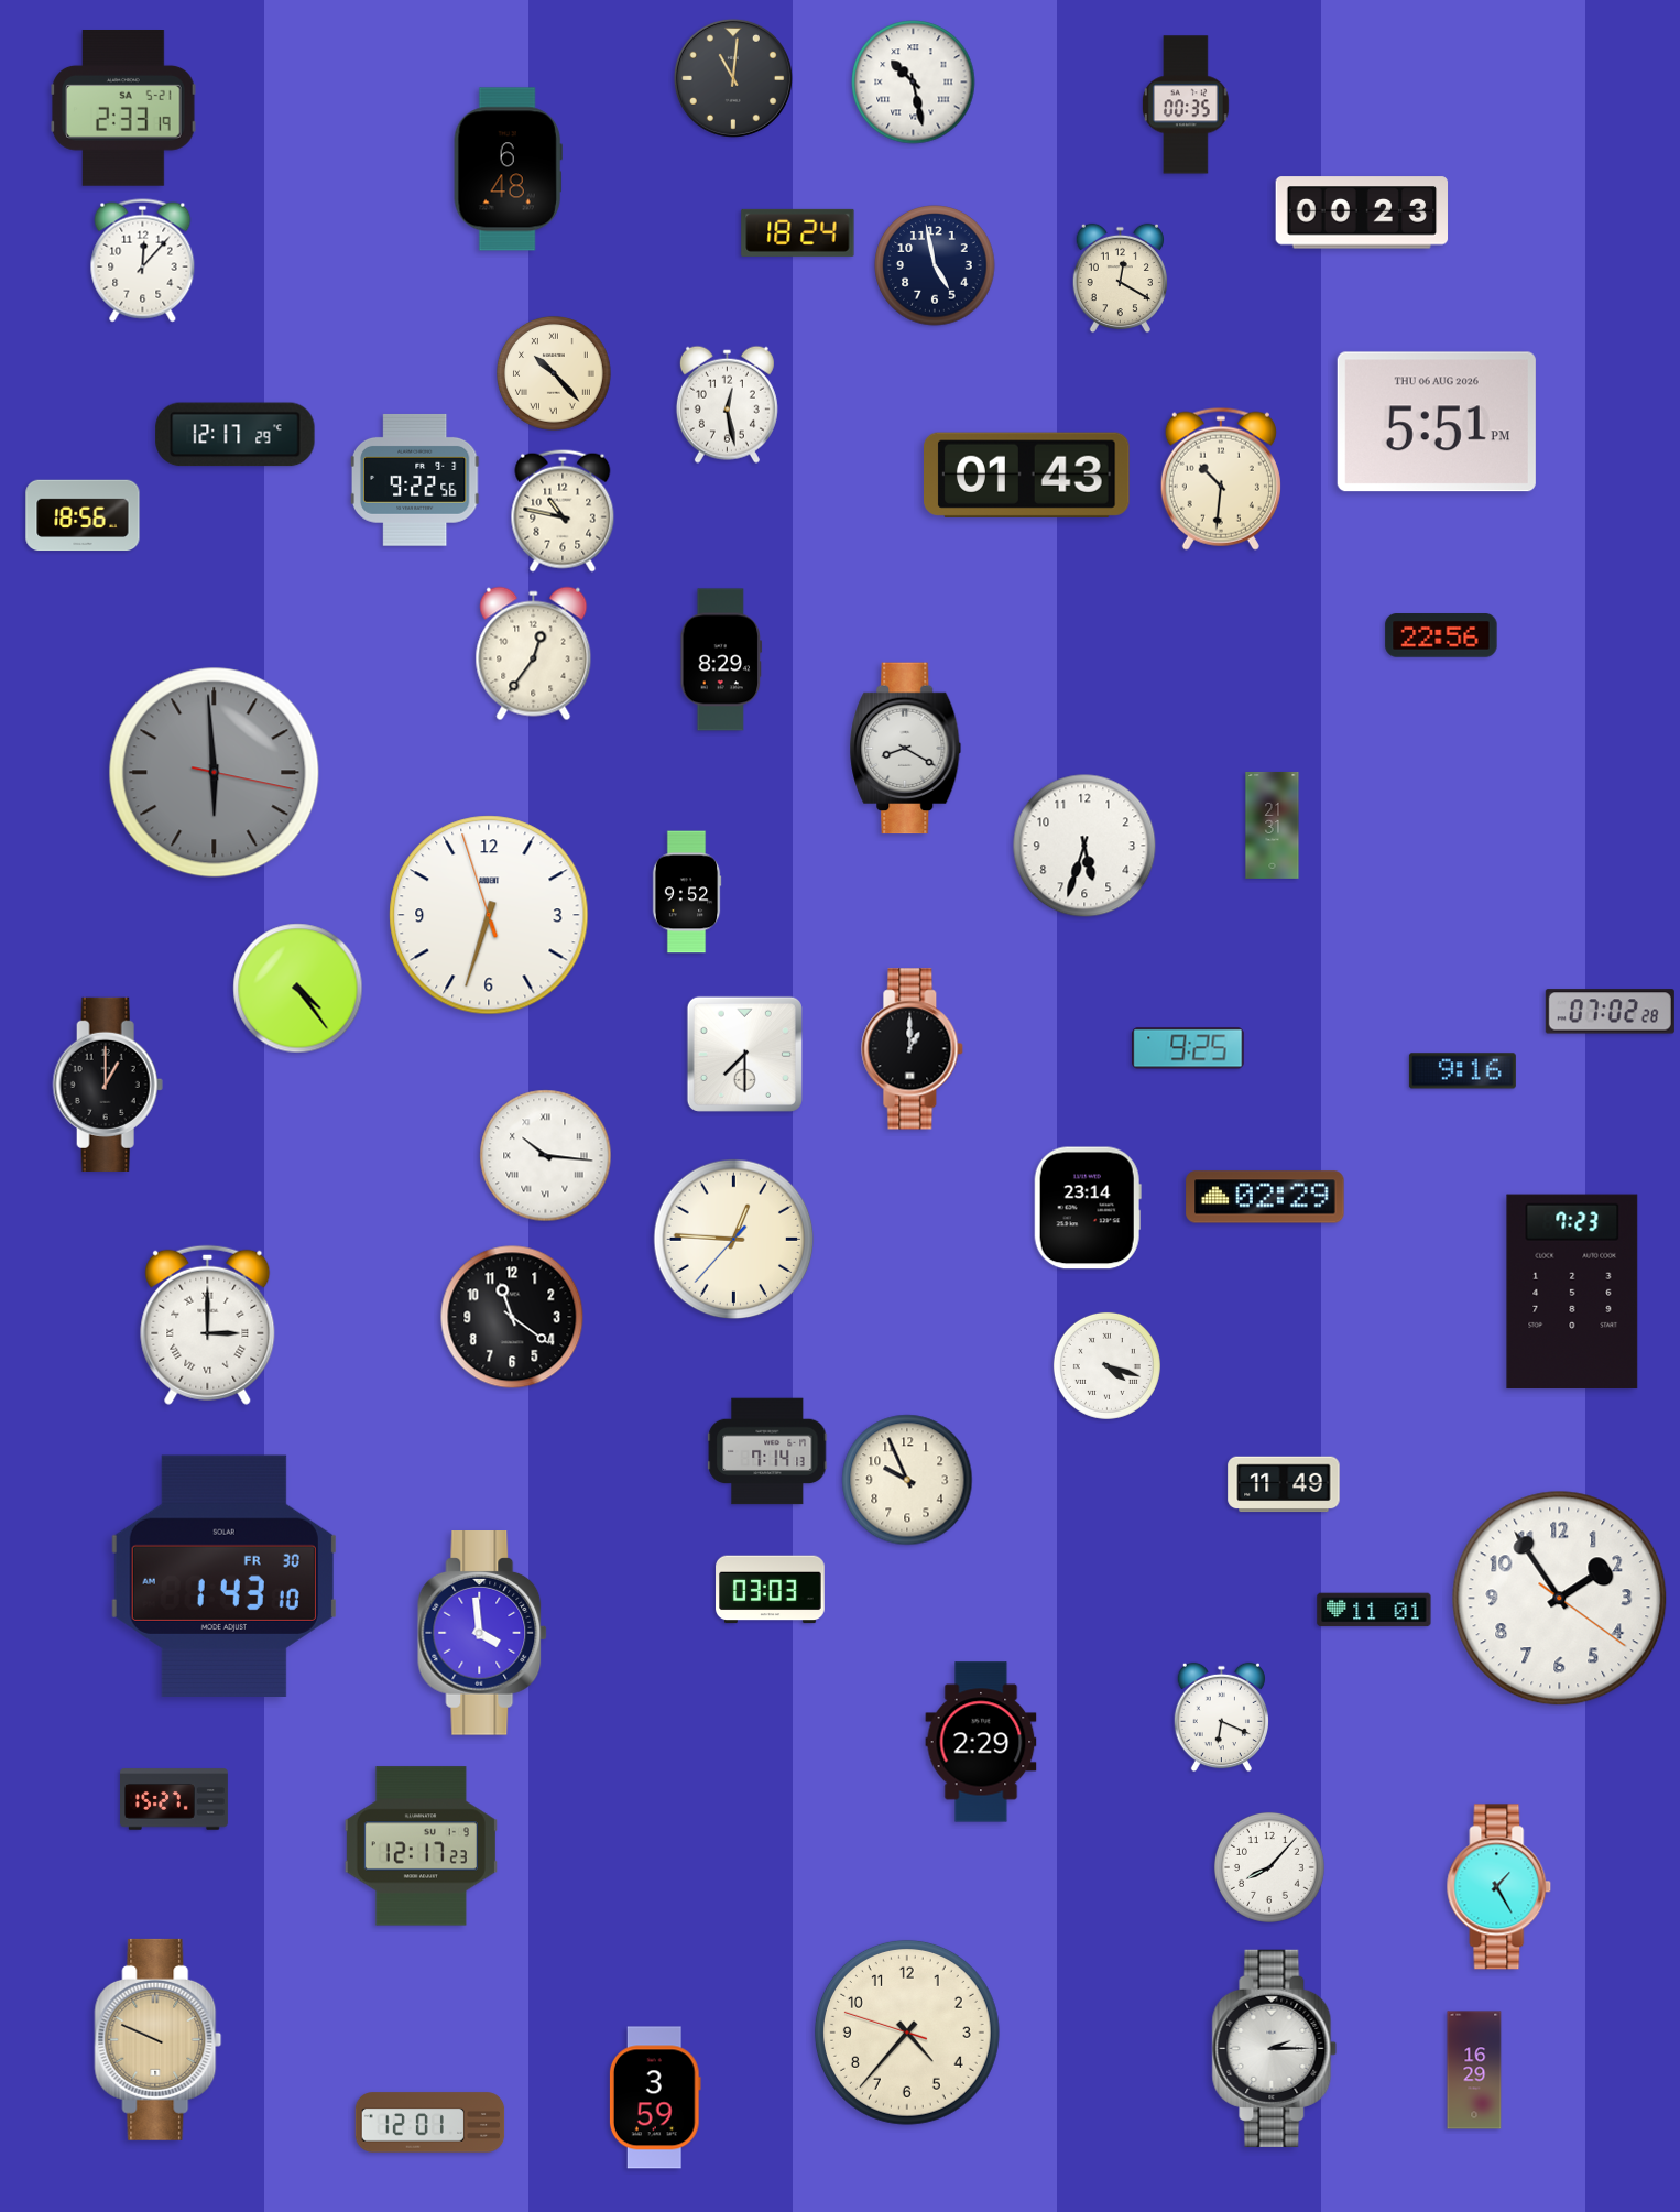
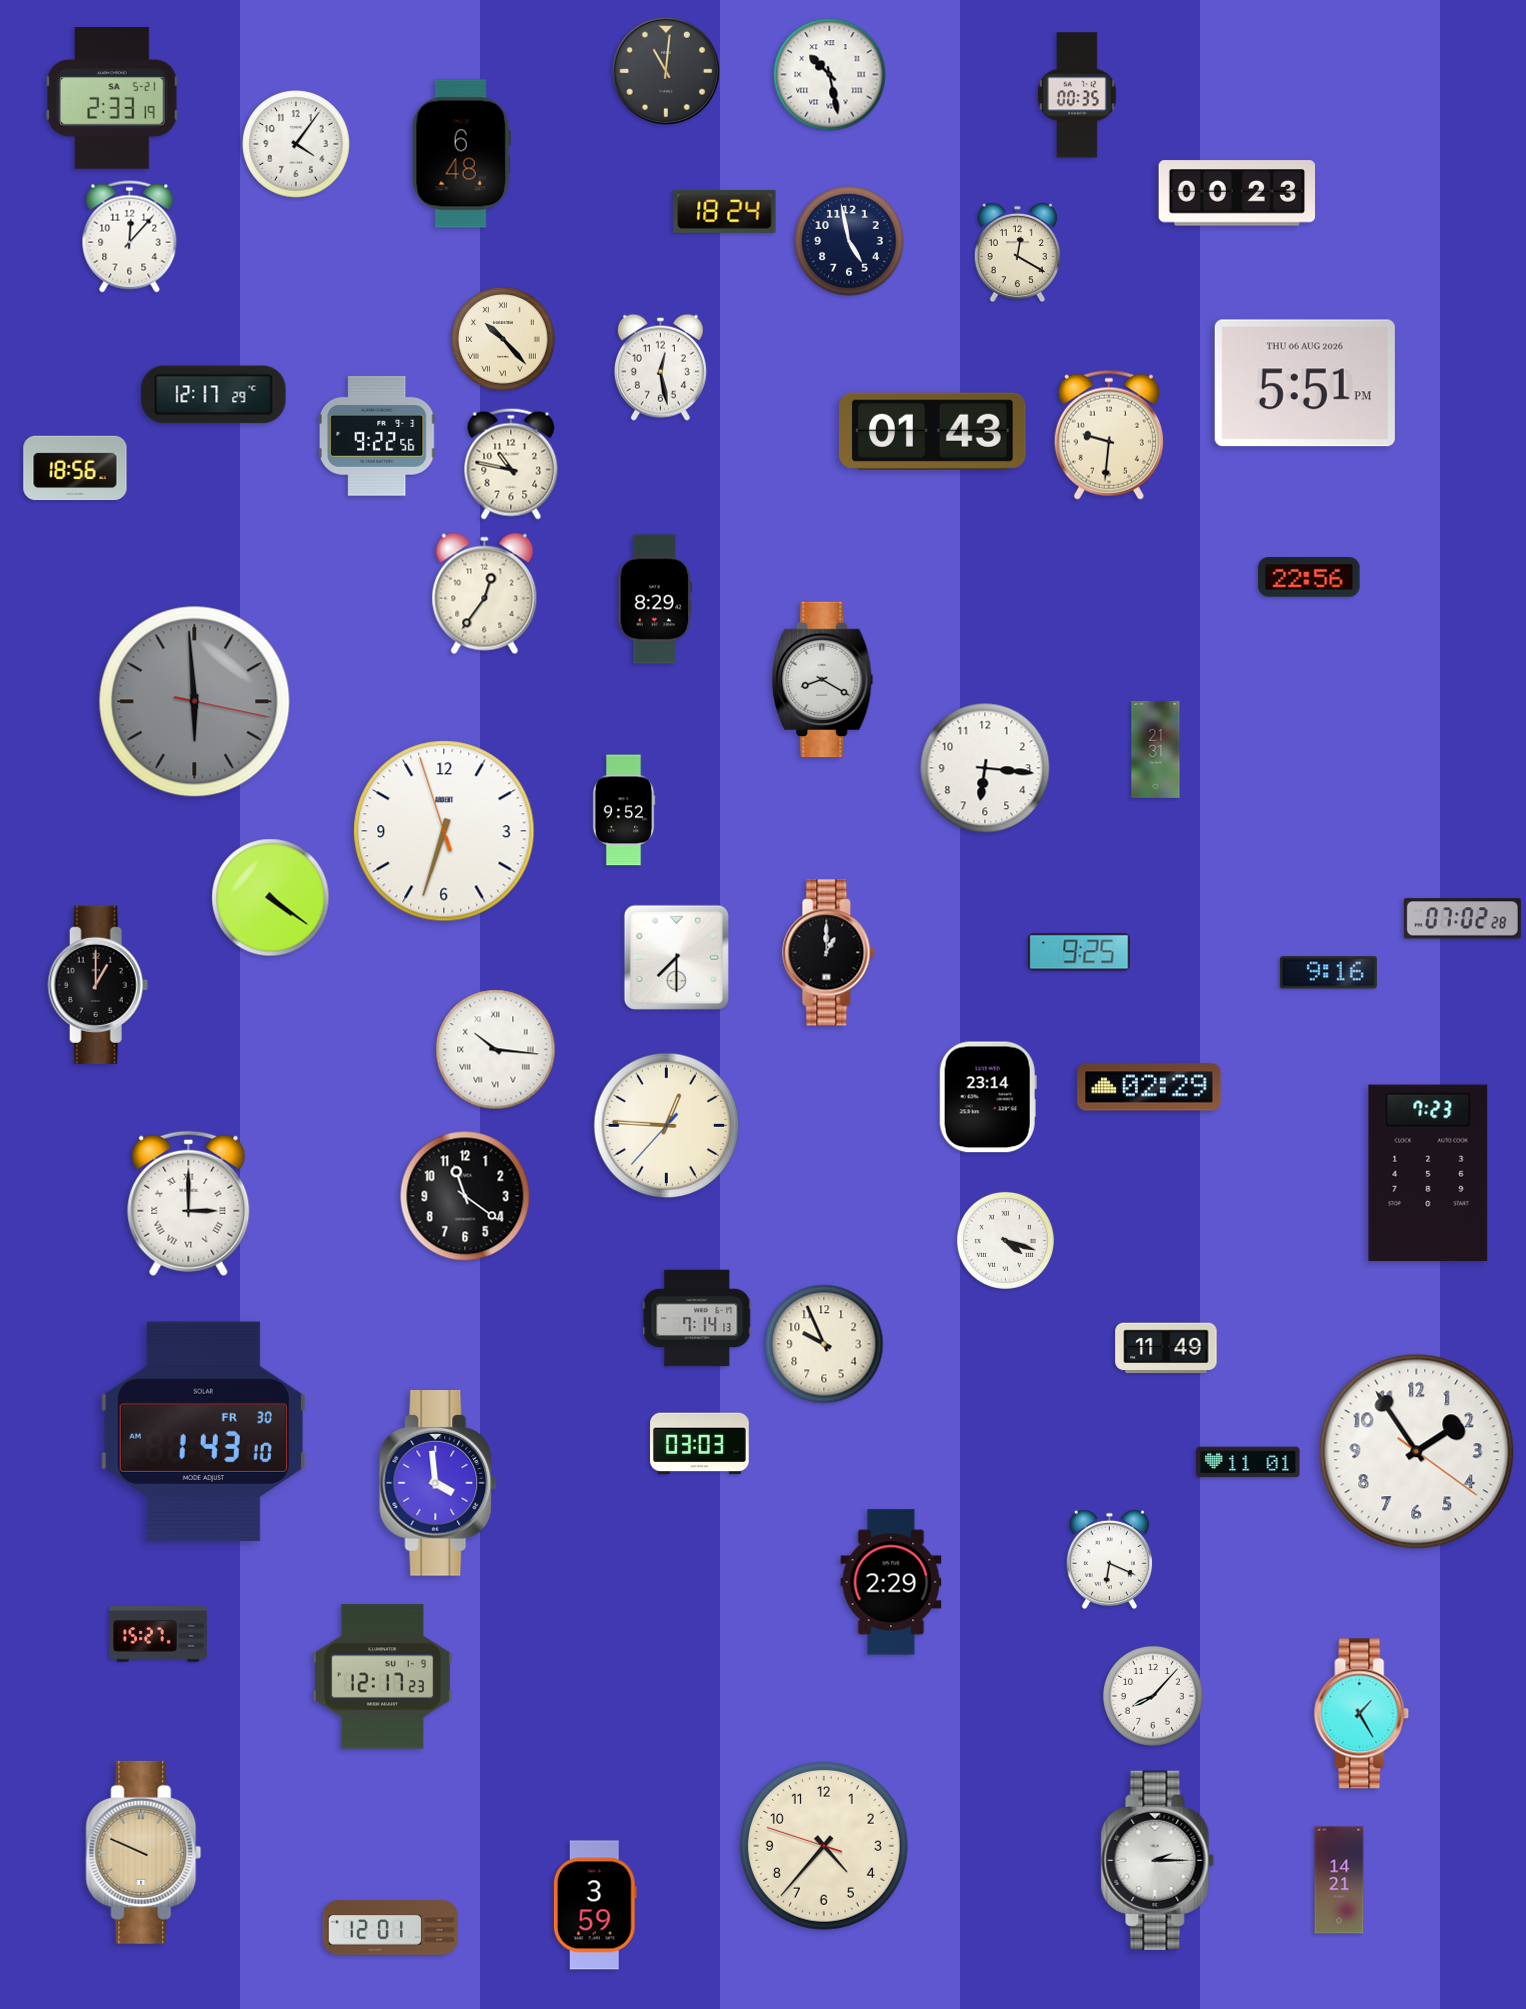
clock at (296, 144): none -> 4:06
clock at (1221, 479): 10:31 -> 9:31
clock at (1084, 846): 5:33 -> 6:16
clock at (298, 989): 4:24 -> 4:21
clock at (1474, 2070): 16:29 -> 14:21
